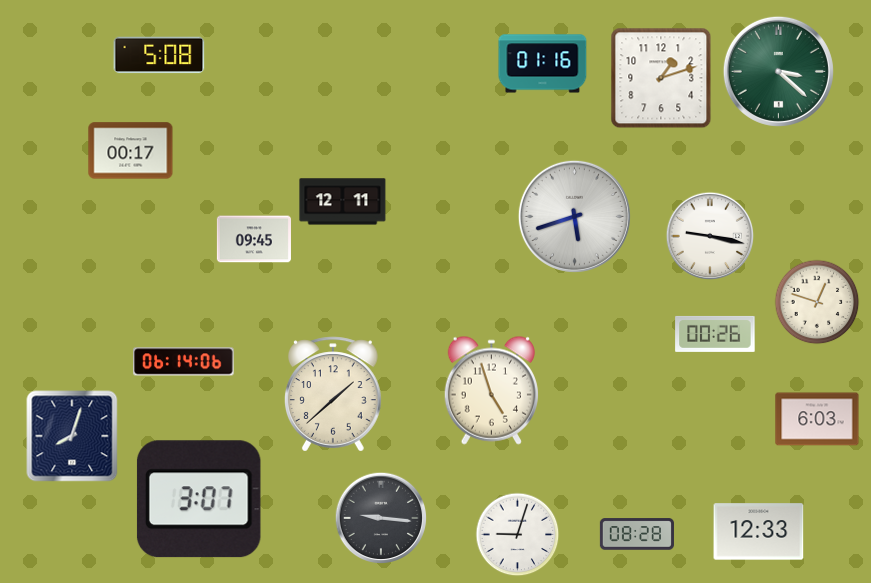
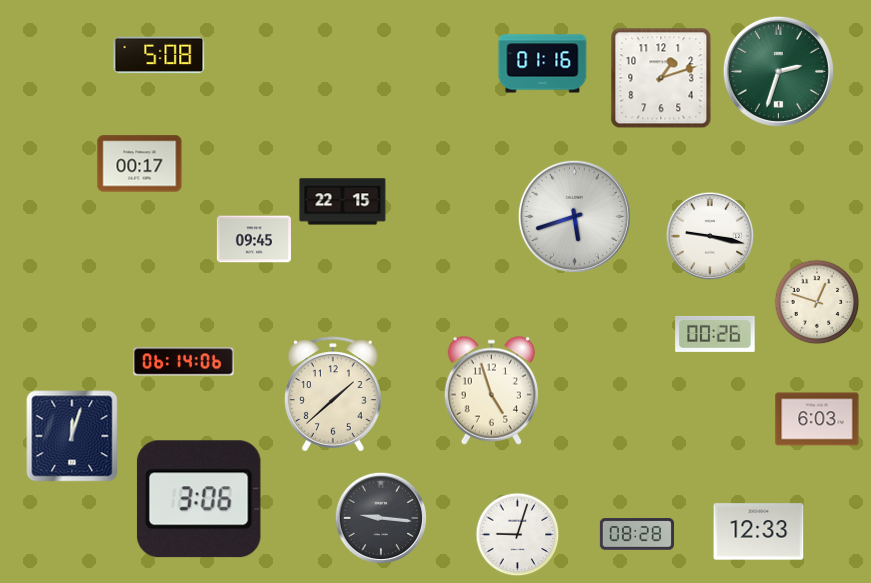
clock at (778, 71): 3:22 -> 2:33
clock at (131, 151) position: (131, 151) -> (140, 164)
clock at (343, 202): 12:11 -> 22:15
clock at (72, 436): 8:03 -> 12:03
clock at (199, 499): 3:07 -> 3:06
